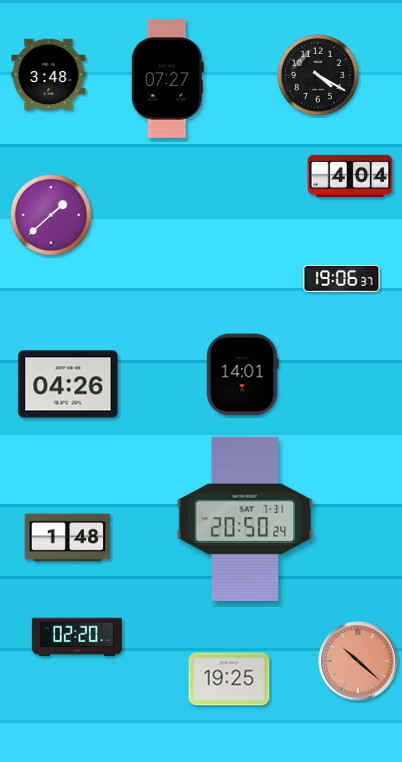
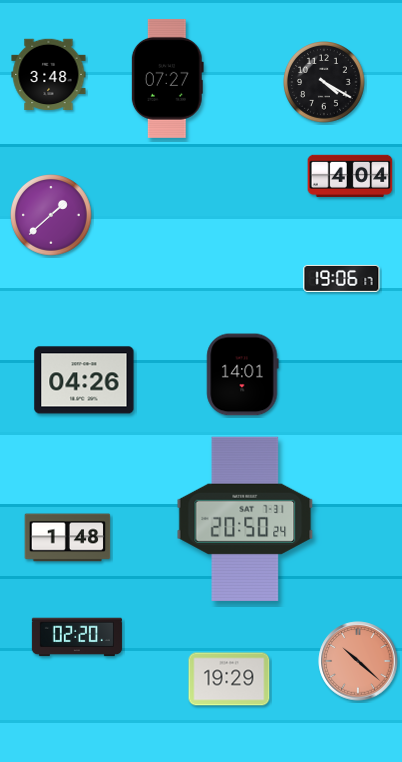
clock at (319, 76) position: (319, 76) -> (325, 83)
clock at (342, 278): 19:06:37 -> 19:06:17
clock at (68, 384) position: (68, 384) -> (84, 380)
clock at (229, 679): 19:25 -> 19:29
